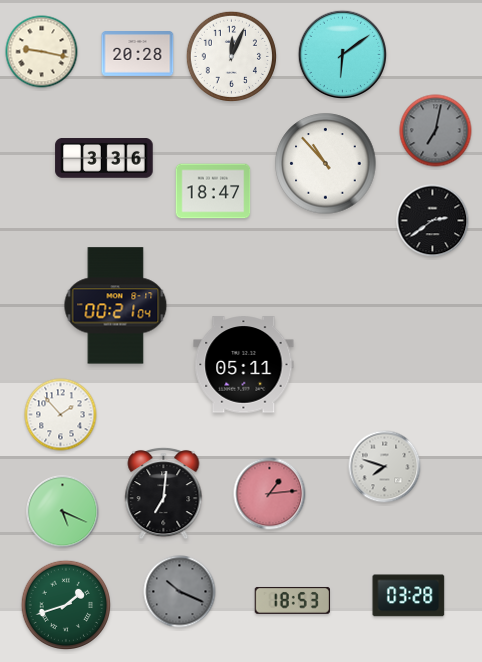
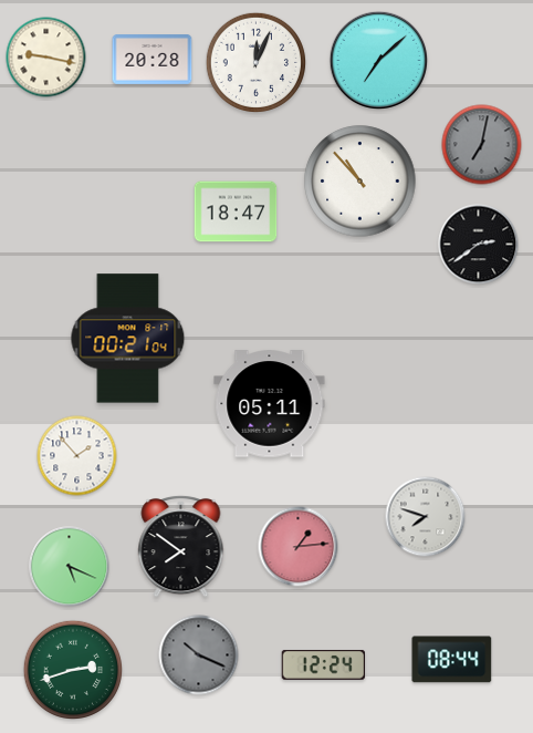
clock at (342, 54): 6:09 -> 7:08
clock at (104, 159): 3:36 -> none
clock at (61, 415) position: (61, 415) -> (77, 456)
clock at (164, 493): 7:01 -> 7:51
clock at (409, 596): 03:28 -> 08:44
clock at (292, 600): 18:53 -> 12:24
clock at (65, 604): 1:42 -> 2:42
